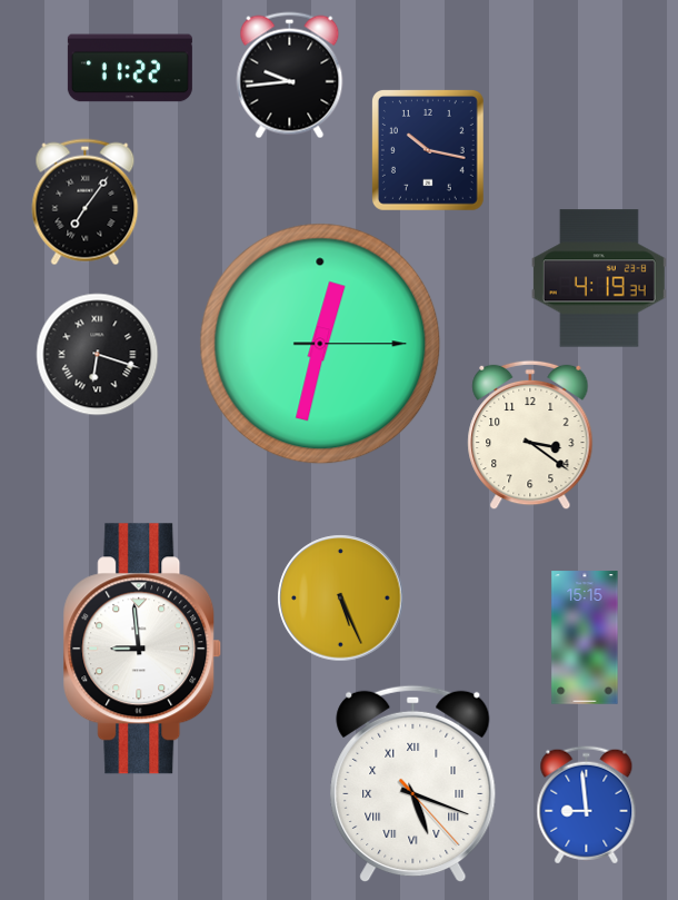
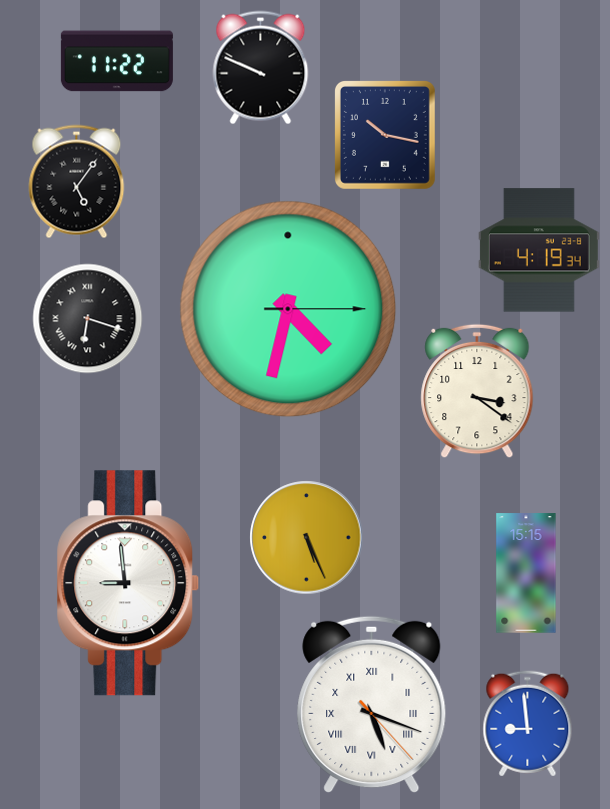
clock at (290, 76): 9:44 -> 9:49
clock at (86, 202): 7:06 -> 5:06
clock at (320, 344): 12:32 -> 4:32
